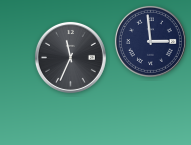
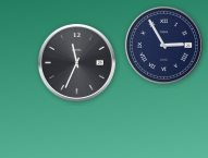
clock at (150, 41): 2:59 -> 2:55
